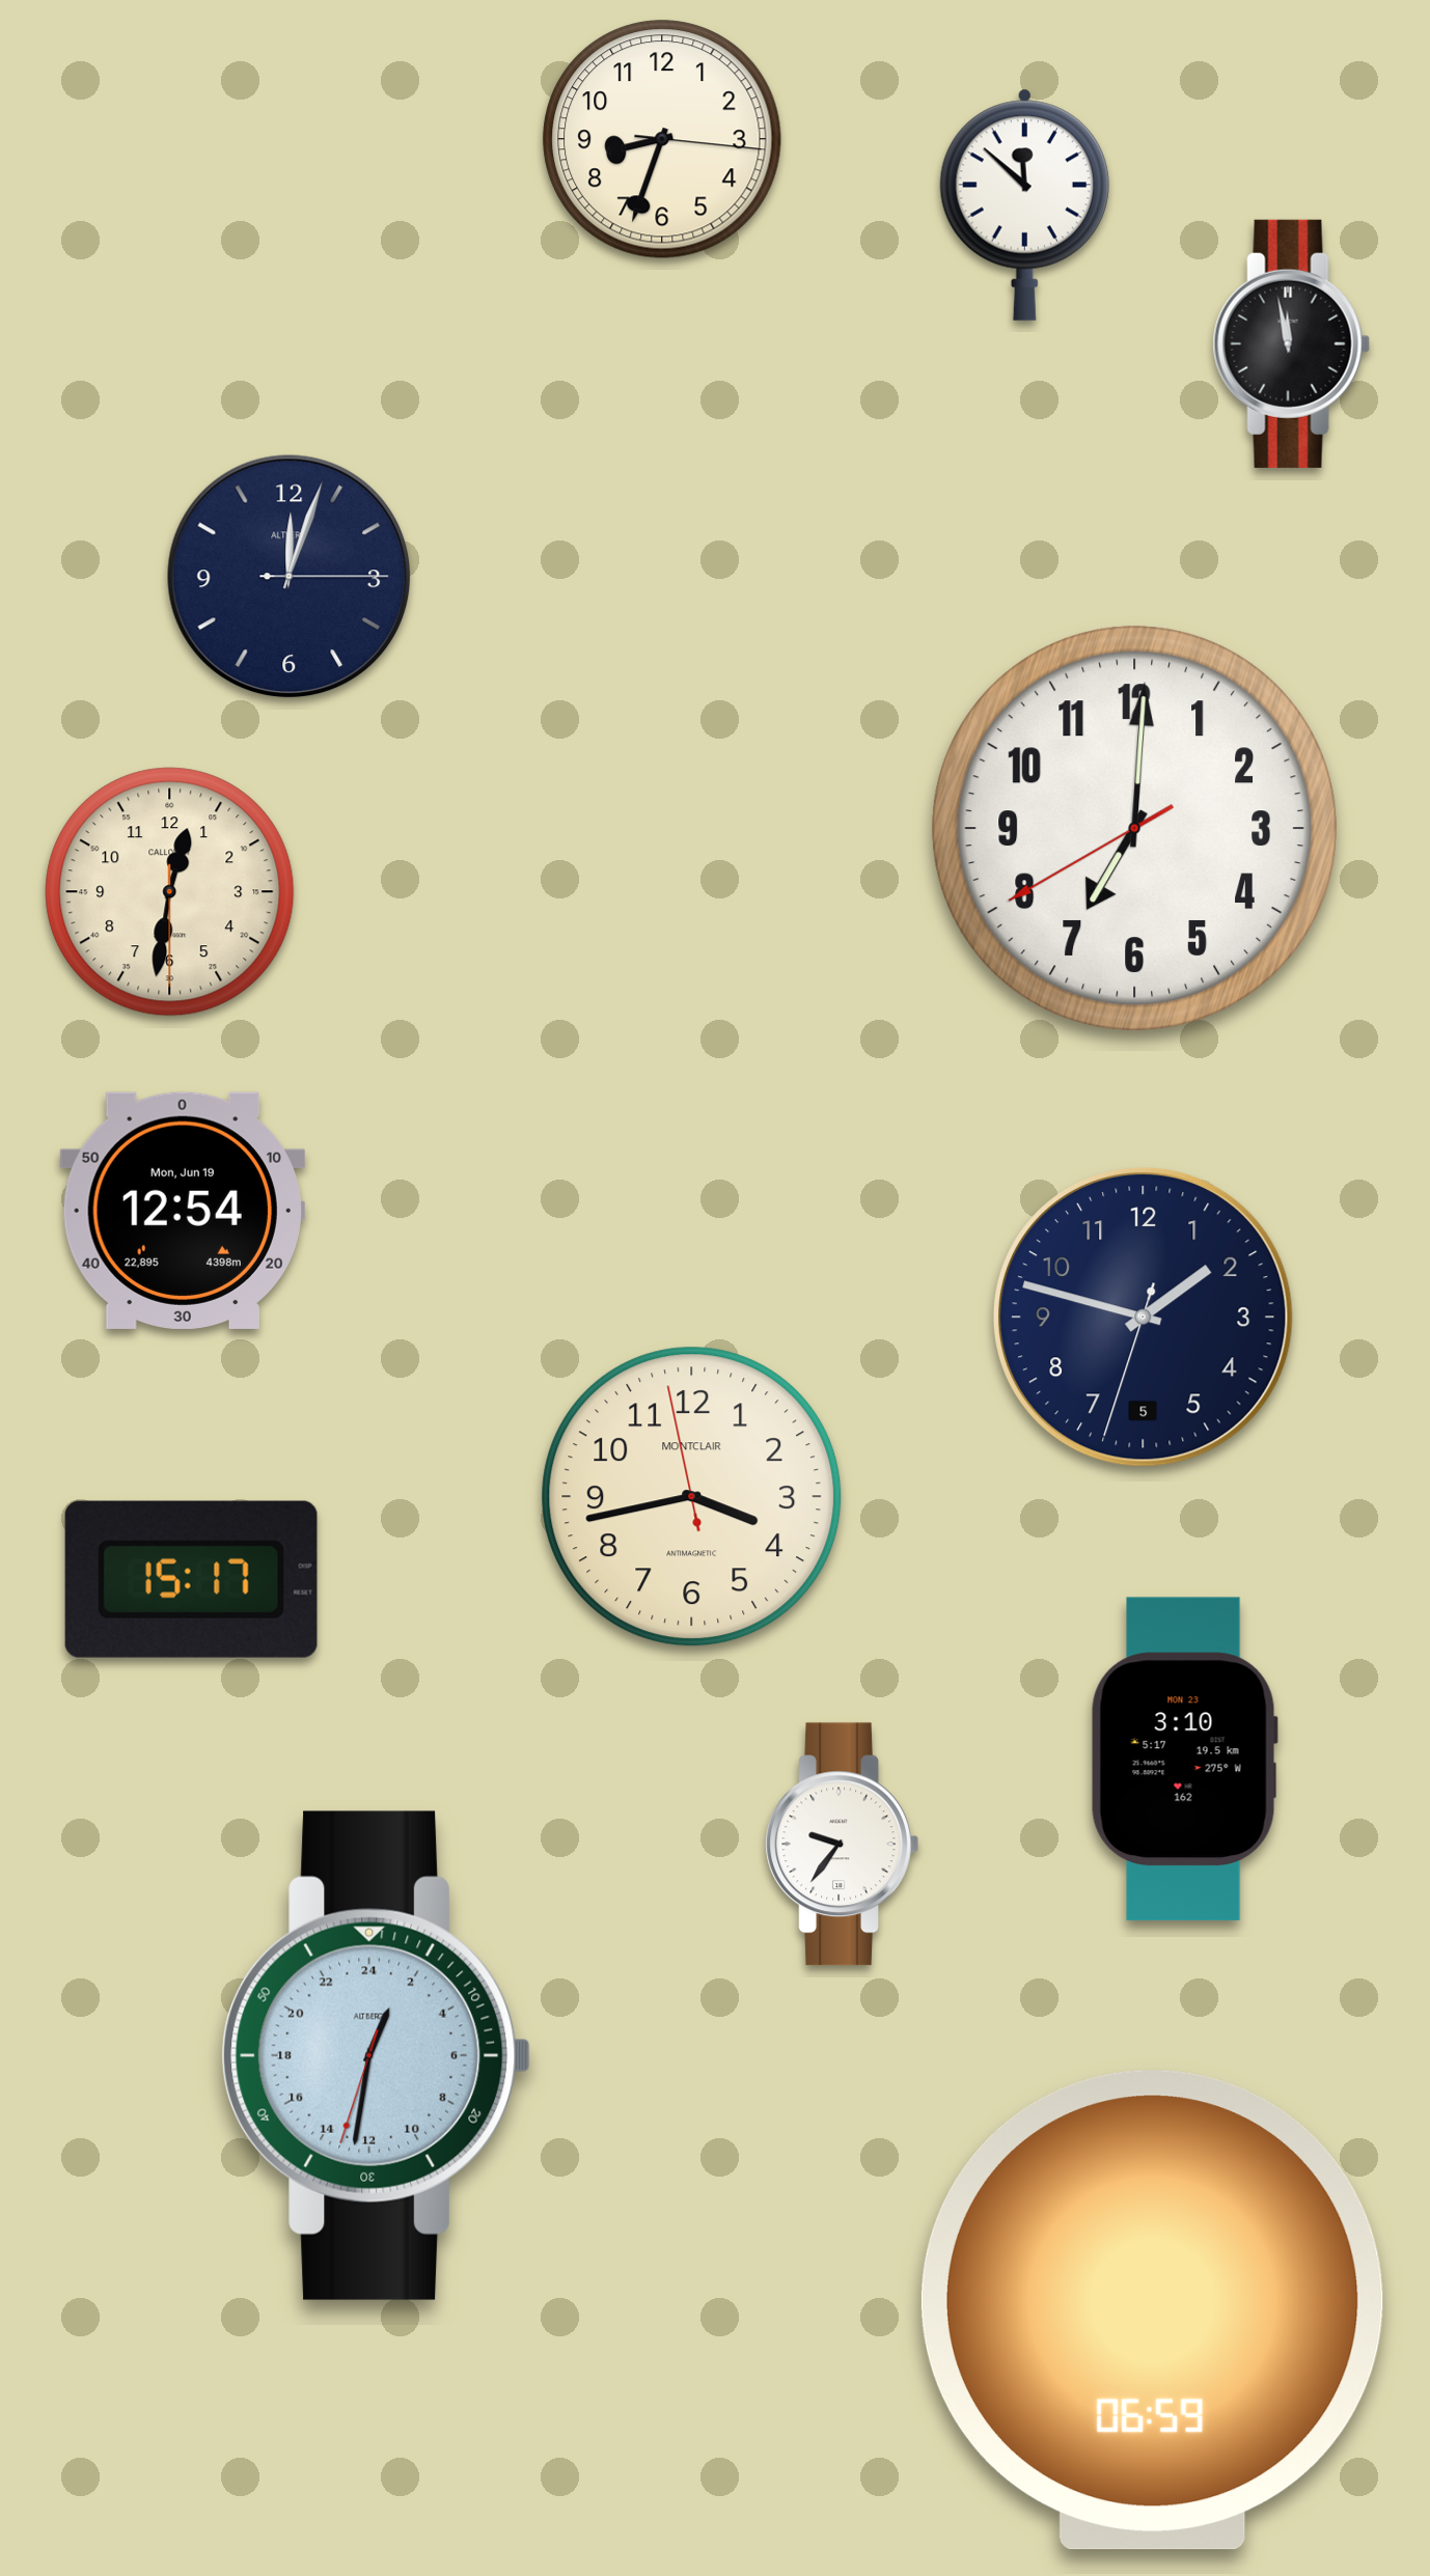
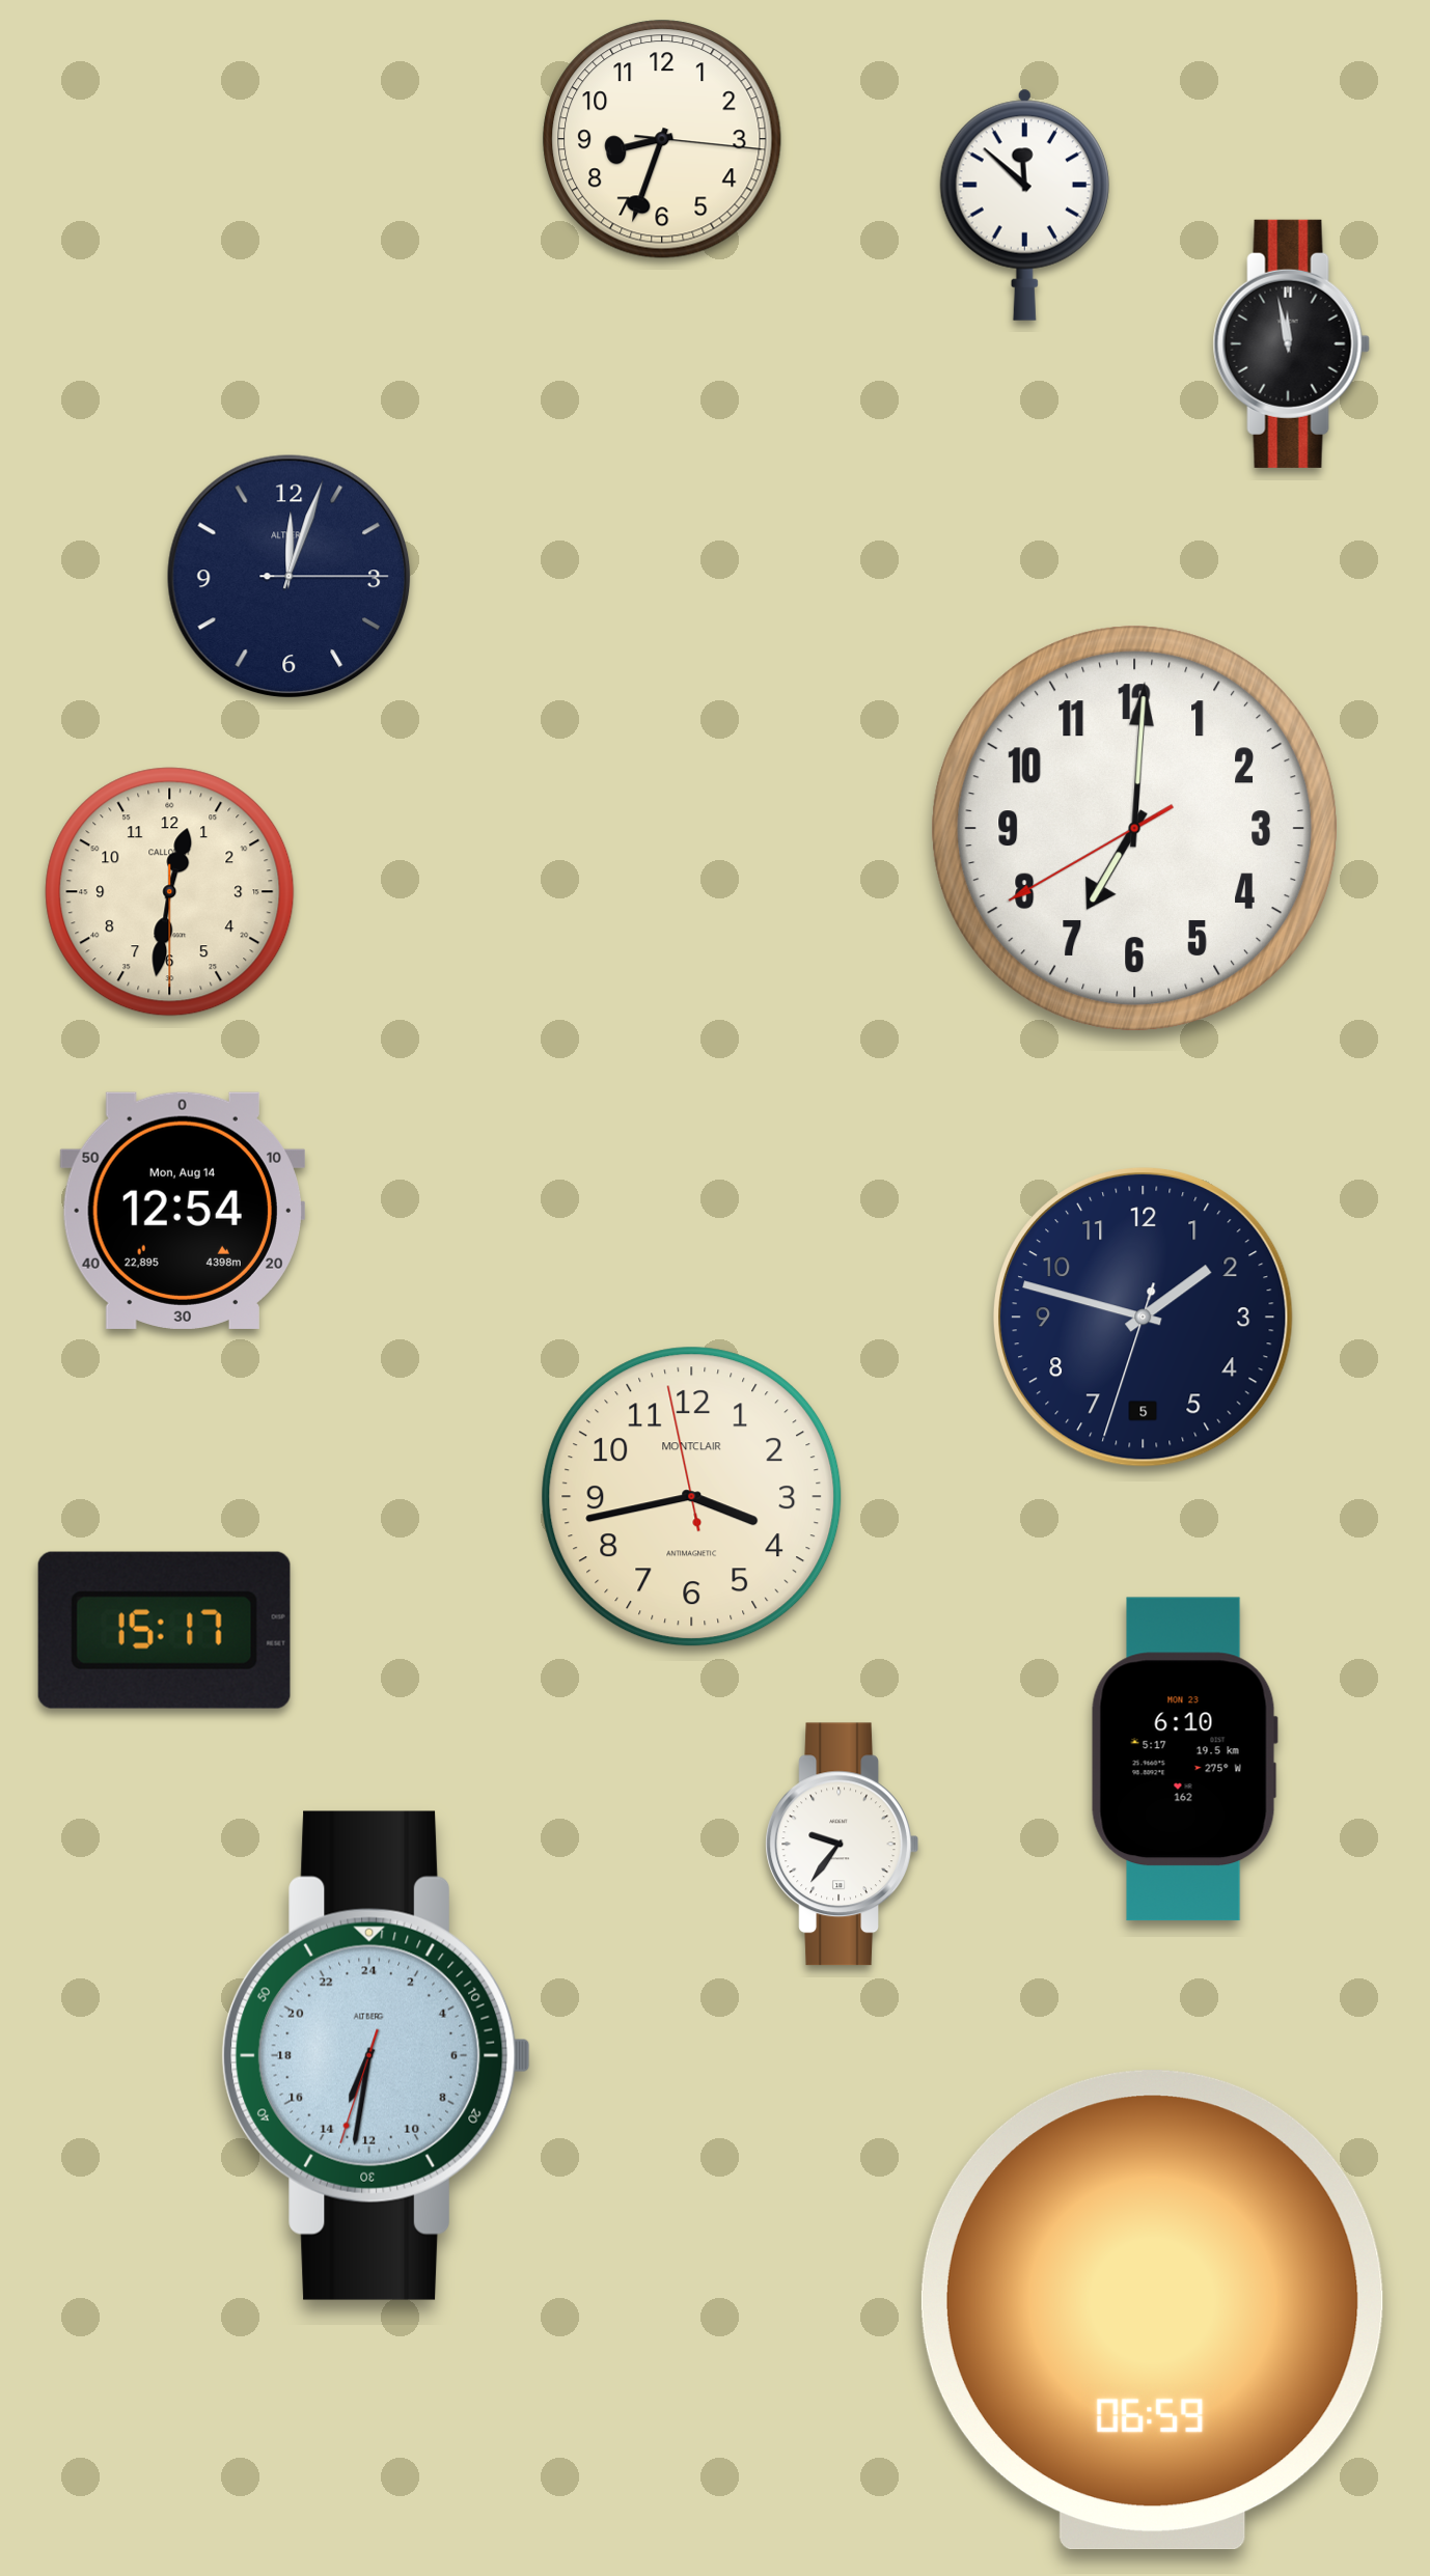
clock at (183, 1211) date: Mon, Jun 19 -> Mon, Aug 14
clock at (191, 1579) position: (191, 1579) -> (164, 1630)
clock at (1184, 1760): 3:10 -> 6:10
clock at (377, 2055): 1:31 -> 13:31
